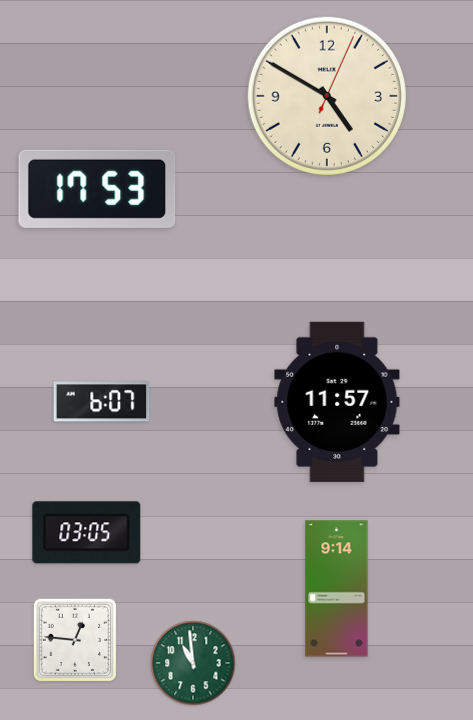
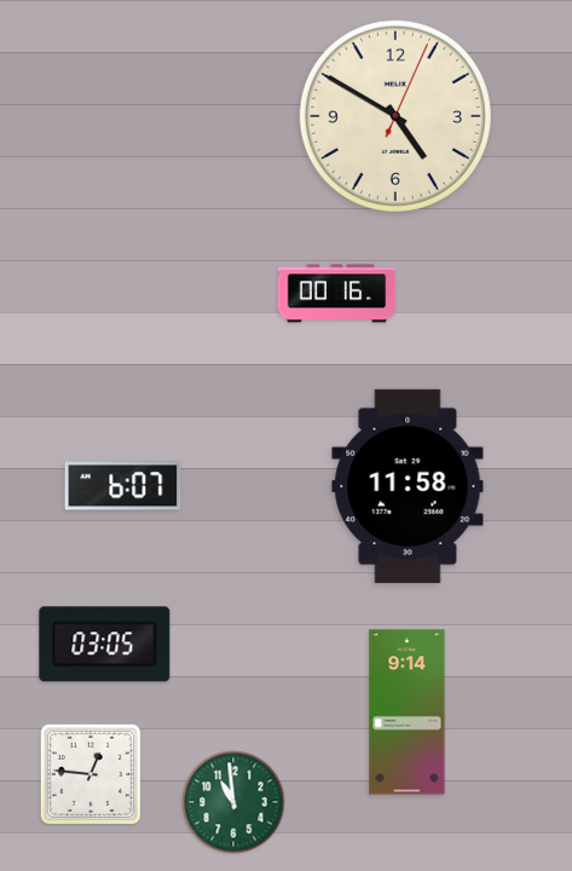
clock at (97, 189): 17:53 -> none
clock at (337, 294): none -> 00:16
clock at (337, 402): 11:57 -> 11:58
